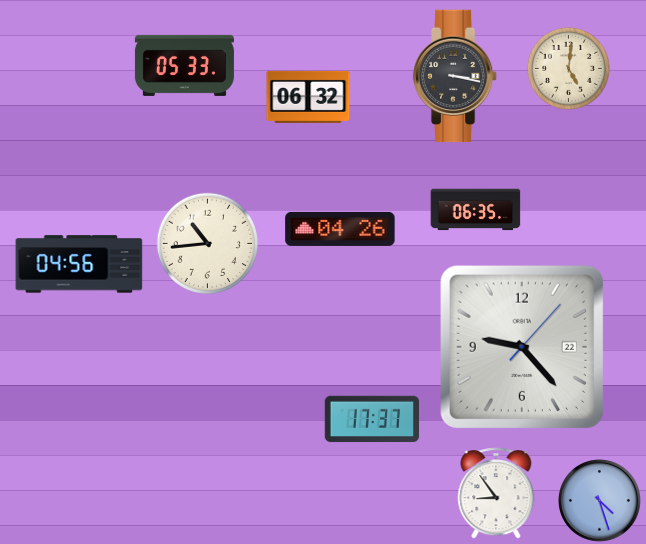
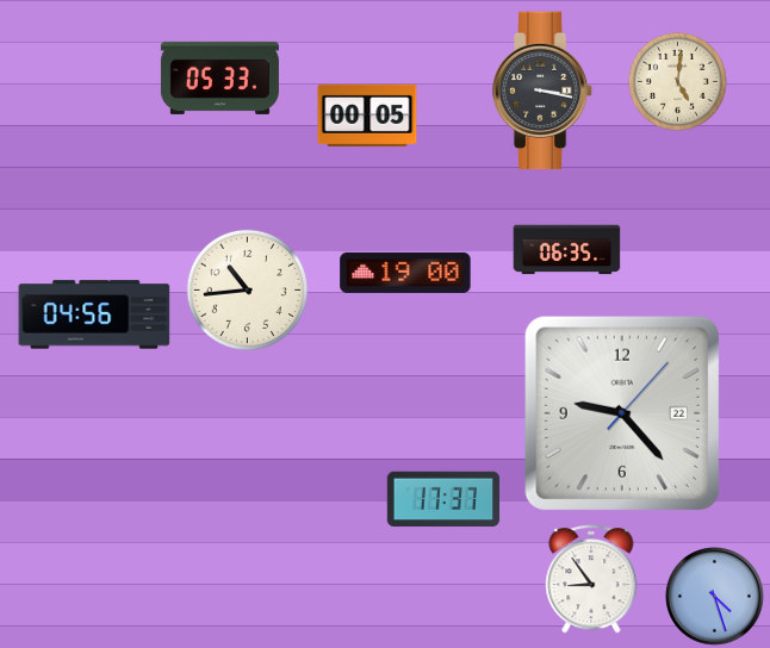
clock at (308, 97): 06:32 -> 00:05
clock at (340, 229): 04:26 -> 19:00
clock at (496, 493) position: (496, 493) -> (591, 579)
